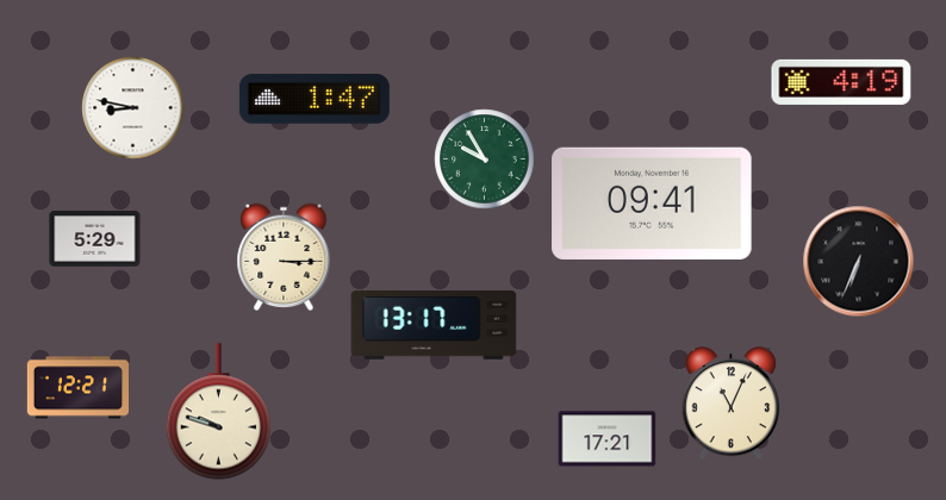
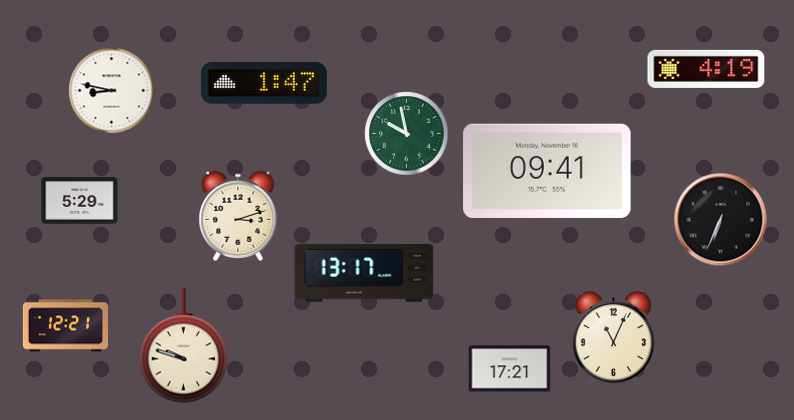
clock at (485, 160): 9:55 -> 9:58
clock at (284, 256): 3:15 -> 3:12
